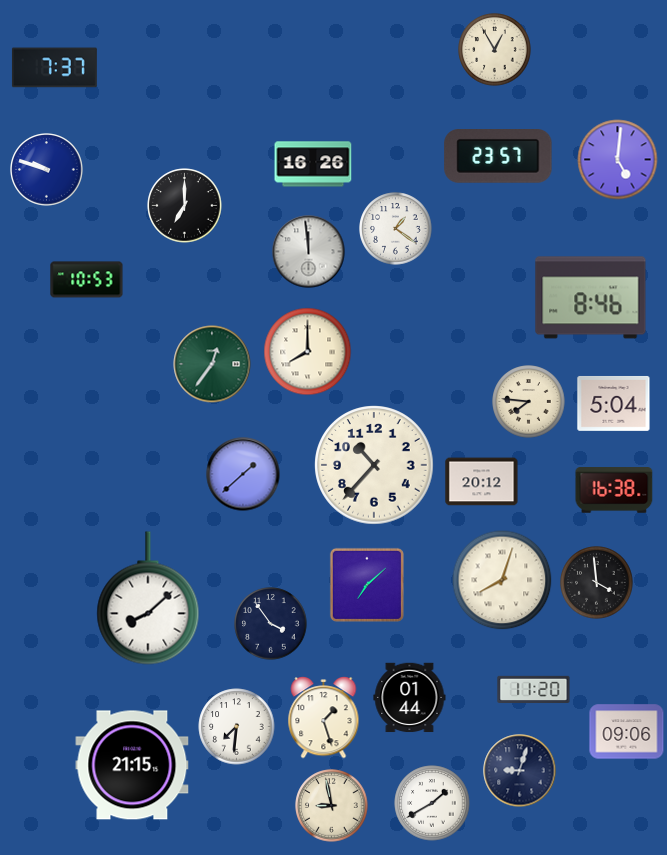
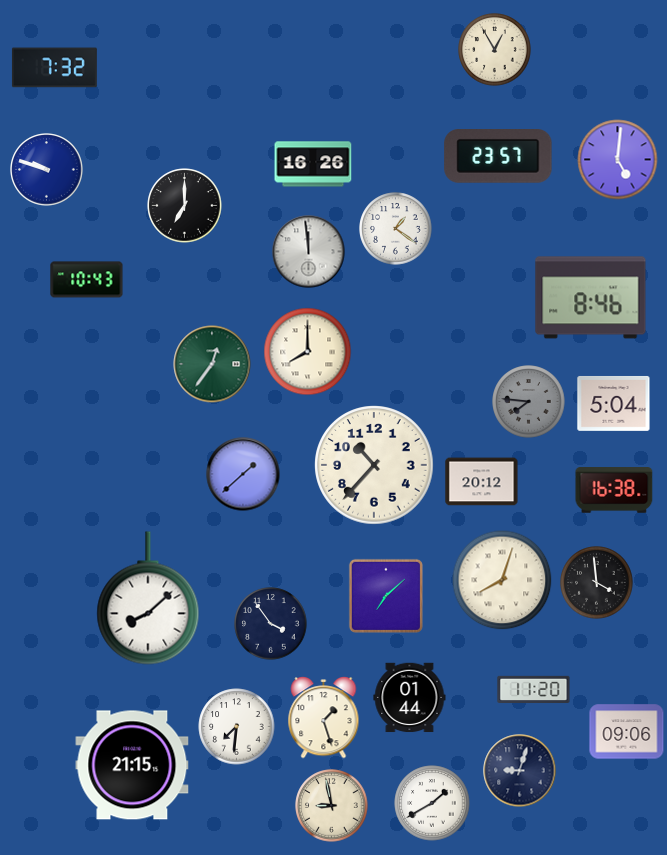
clock at (54, 68): 7:37 -> 7:32
clock at (87, 280): 10:53 -> 10:43
clock at (529, 402) dial: cream -> grey
clock at (367, 585) position: (367, 585) -> (386, 596)
